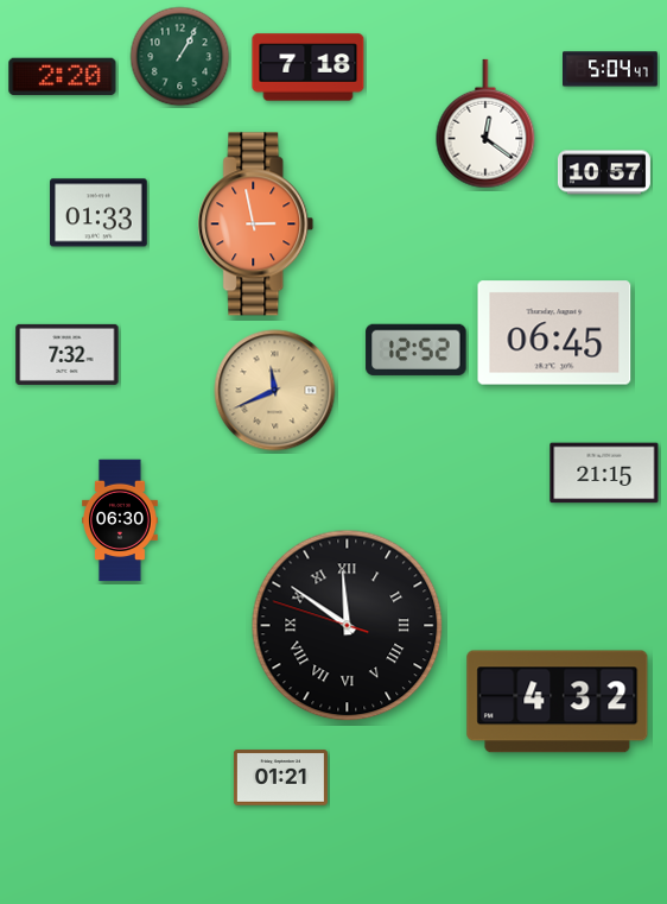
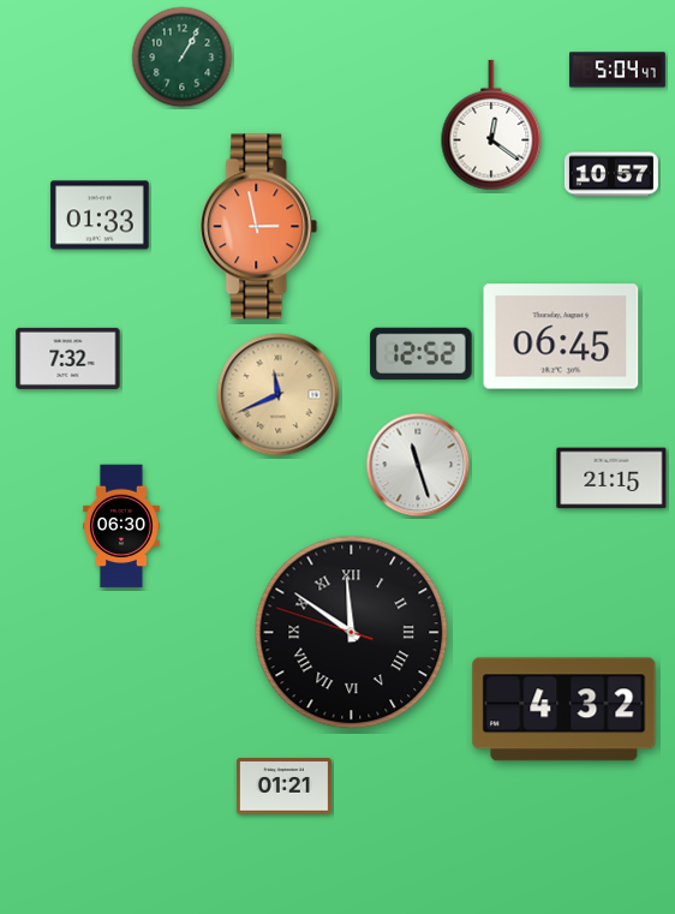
clock at (309, 68): 7:18 -> none
clock at (63, 77): 2:20 -> none
clock at (418, 465): none -> 11:27
